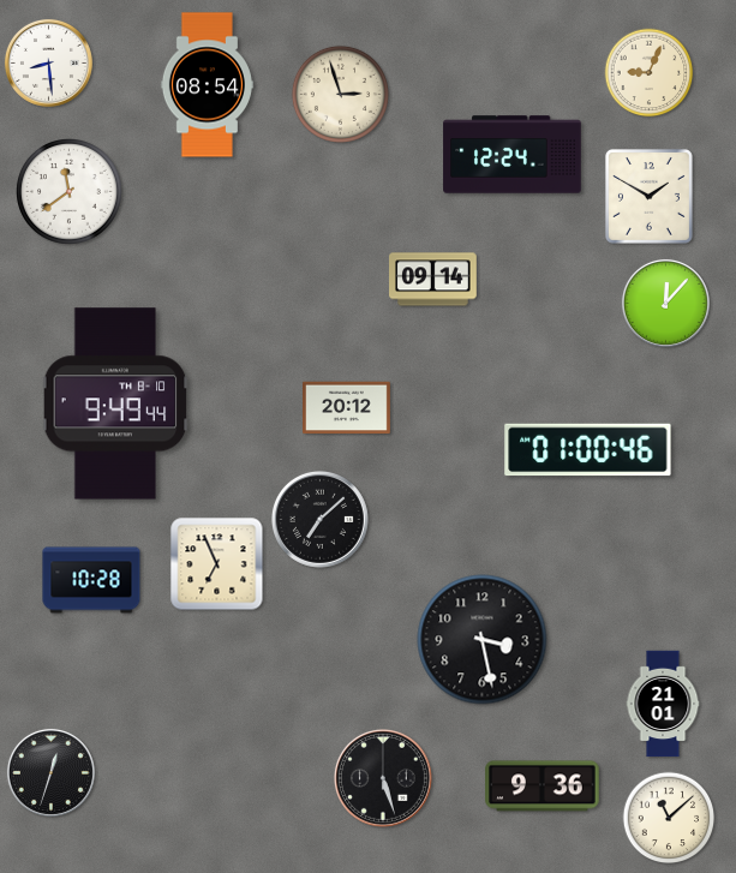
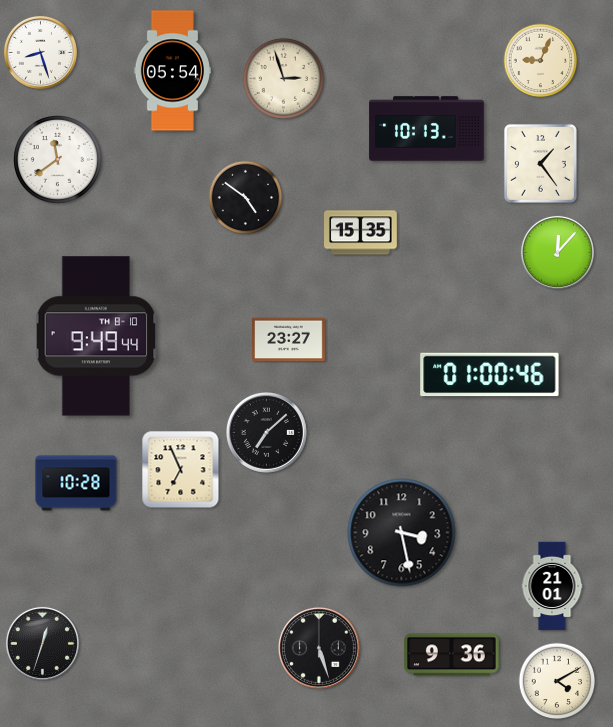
clock at (48, 62): 8:29 -> 8:27
clock at (207, 85): 08:54 -> 05:54
clock at (513, 155): 12:24 -> 10:13
clock at (648, 196): 1:50 -> 1:24
clock at (246, 198): none -> 4:51
clock at (433, 280): 09:14 -> 15:35
clock at (665, 303) position: (665, 303) -> (557, 252)
clock at (347, 408): 20:12 -> 23:27
clock at (669, 818): 11:08 -> 4:10
